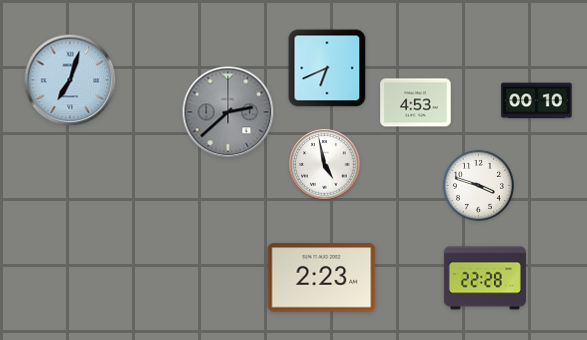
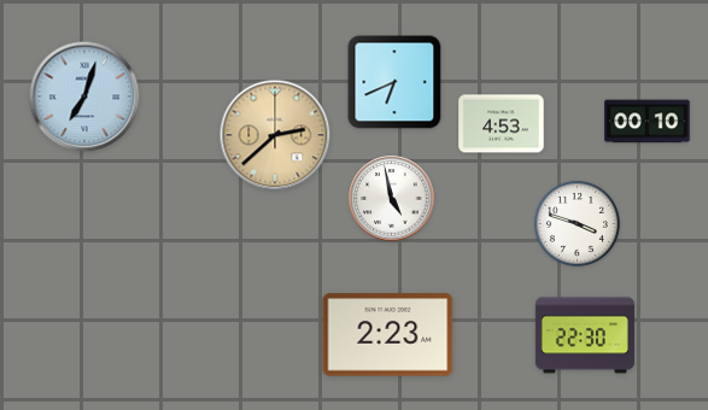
clock at (228, 112) dial: grey -> champagne
clock at (485, 278): 22:28 -> 22:30
